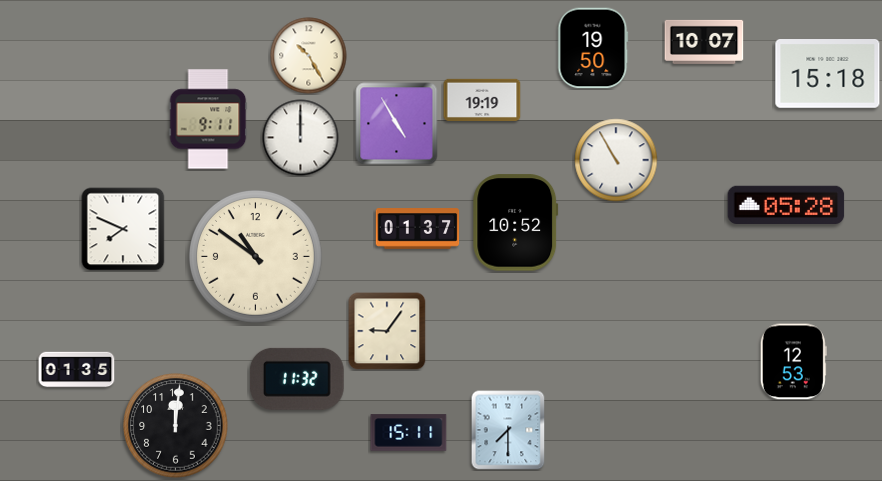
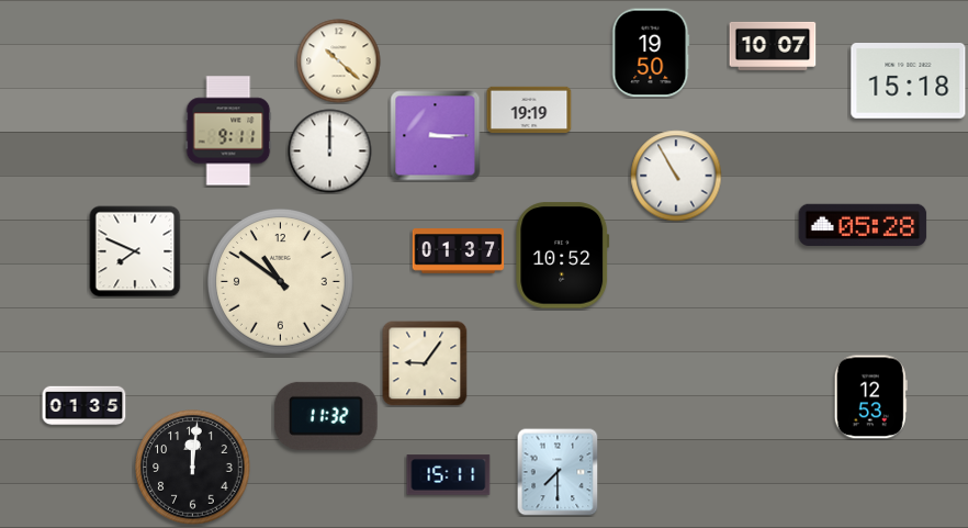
clock at (309, 56): 10:25 -> 10:22
clock at (397, 124): 4:55 -> 3:15
clock at (516, 223) position: (516, 223) -> (563, 256)
